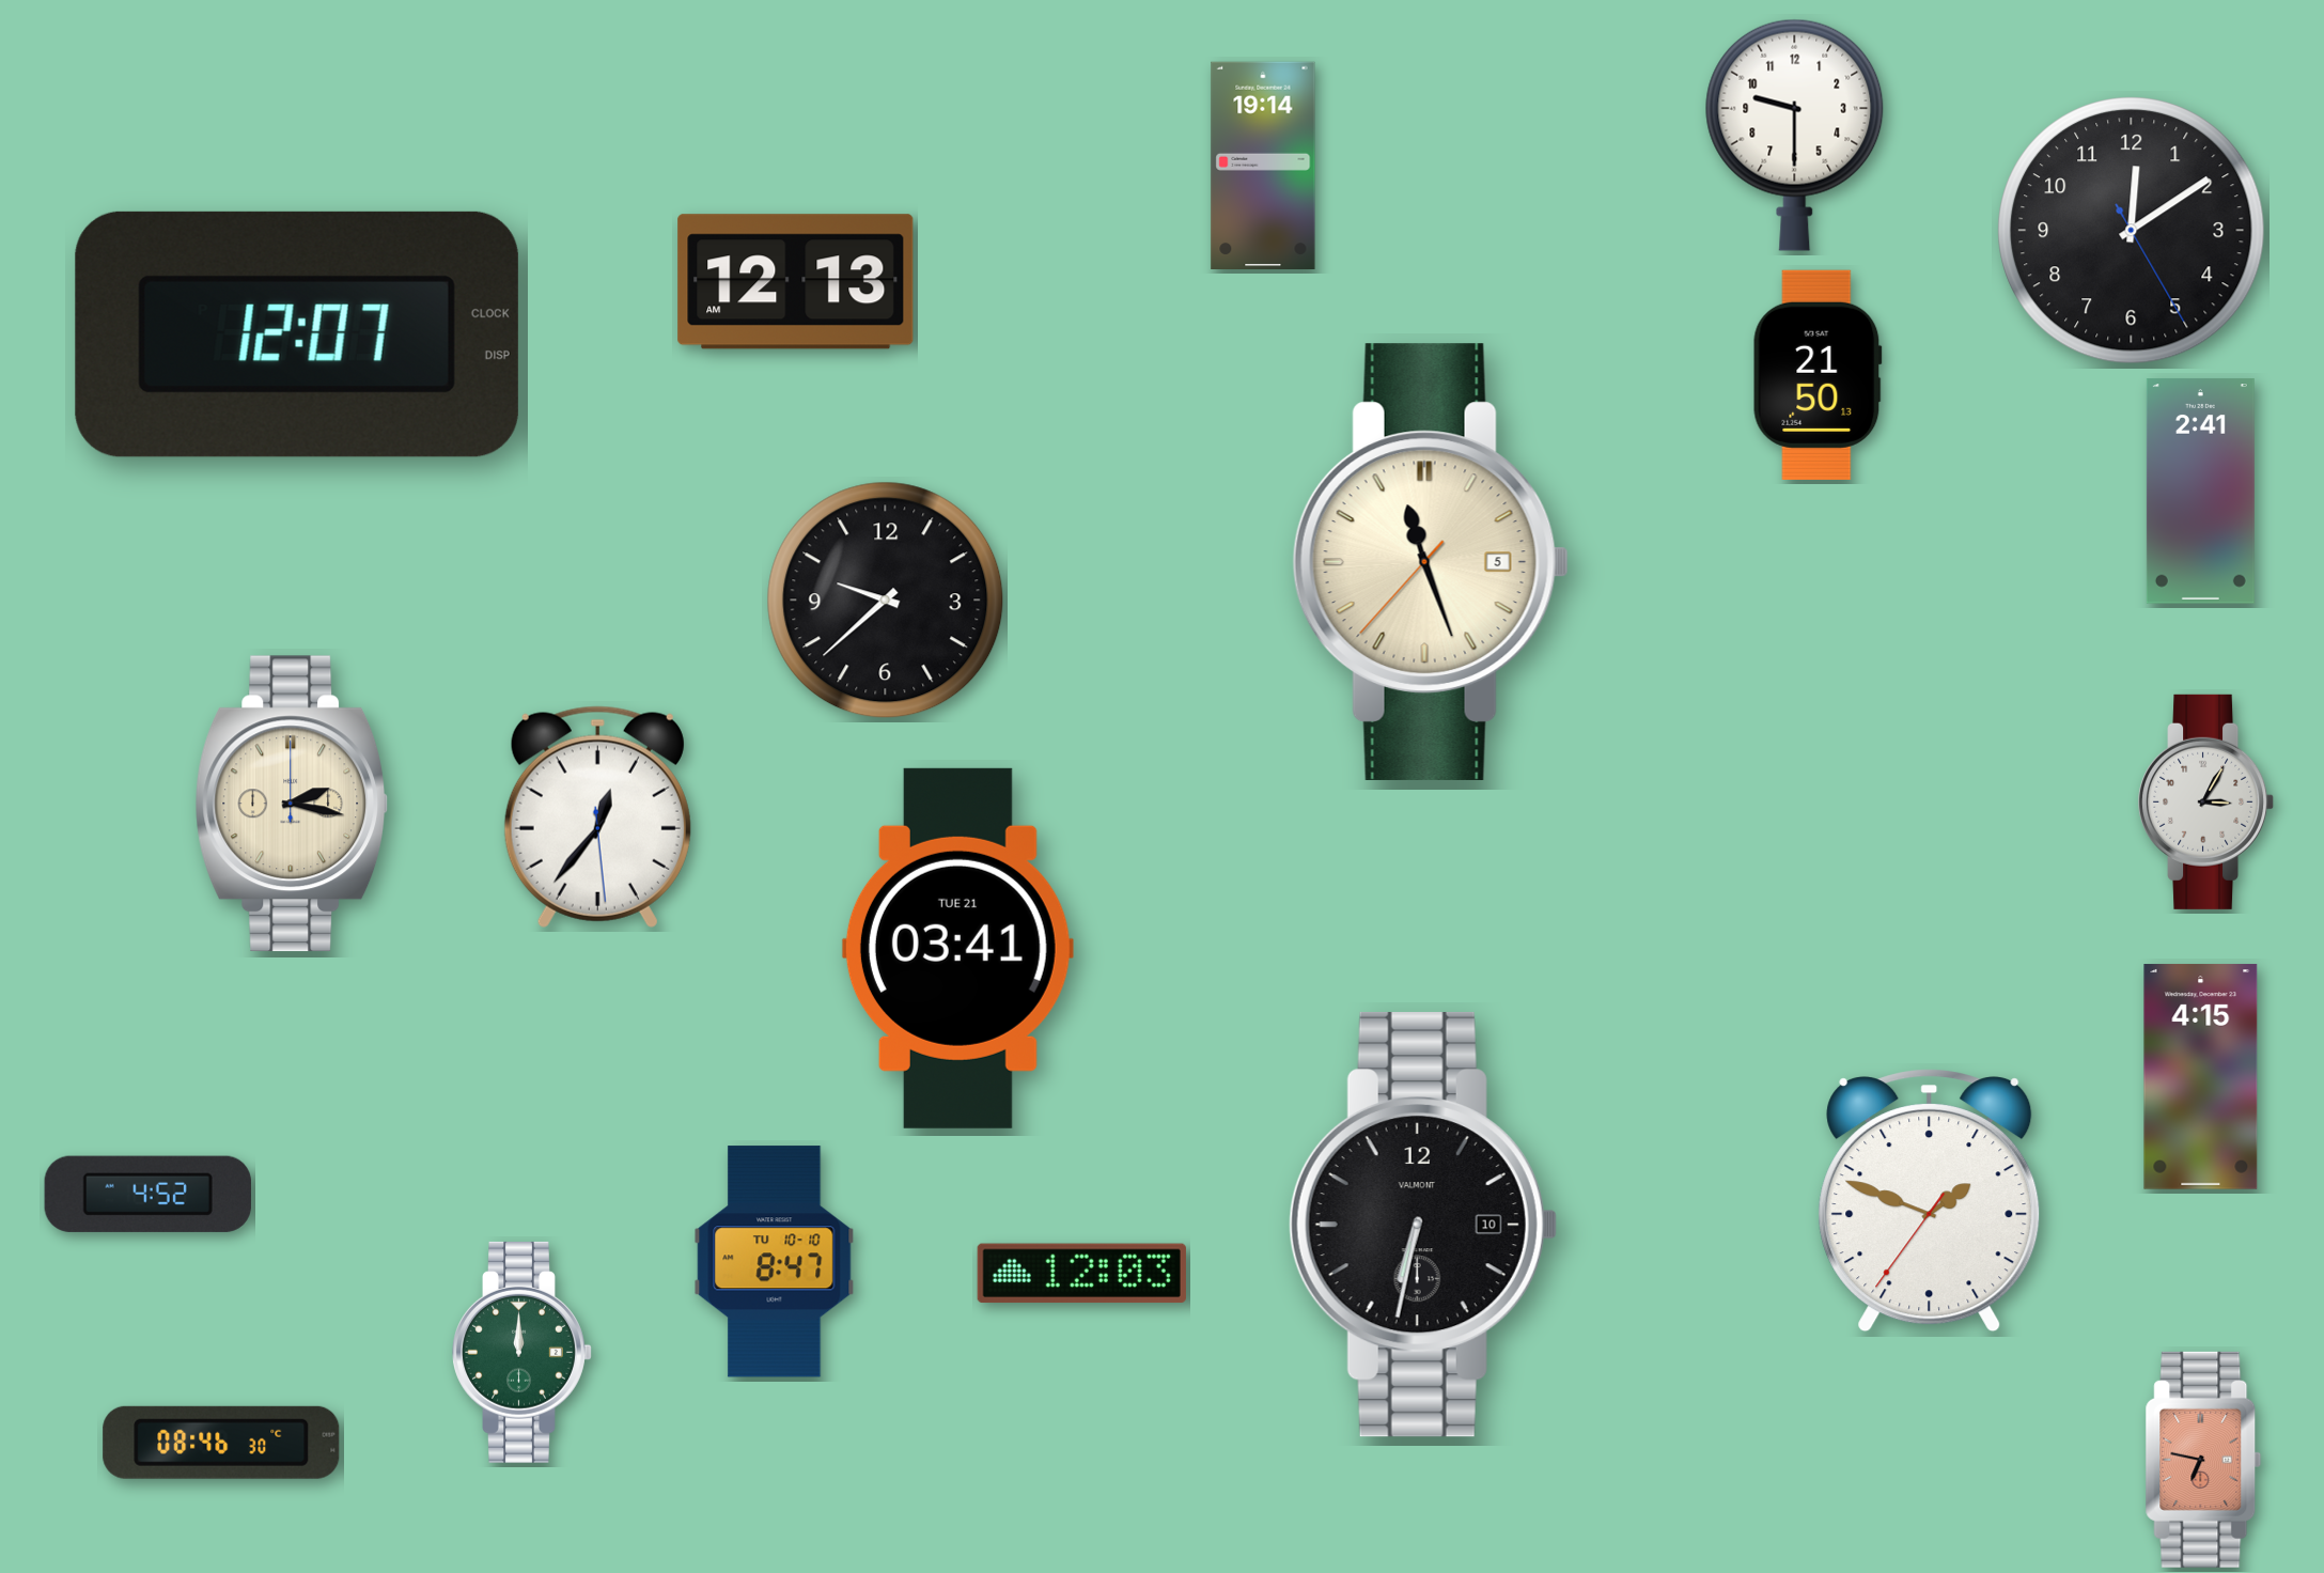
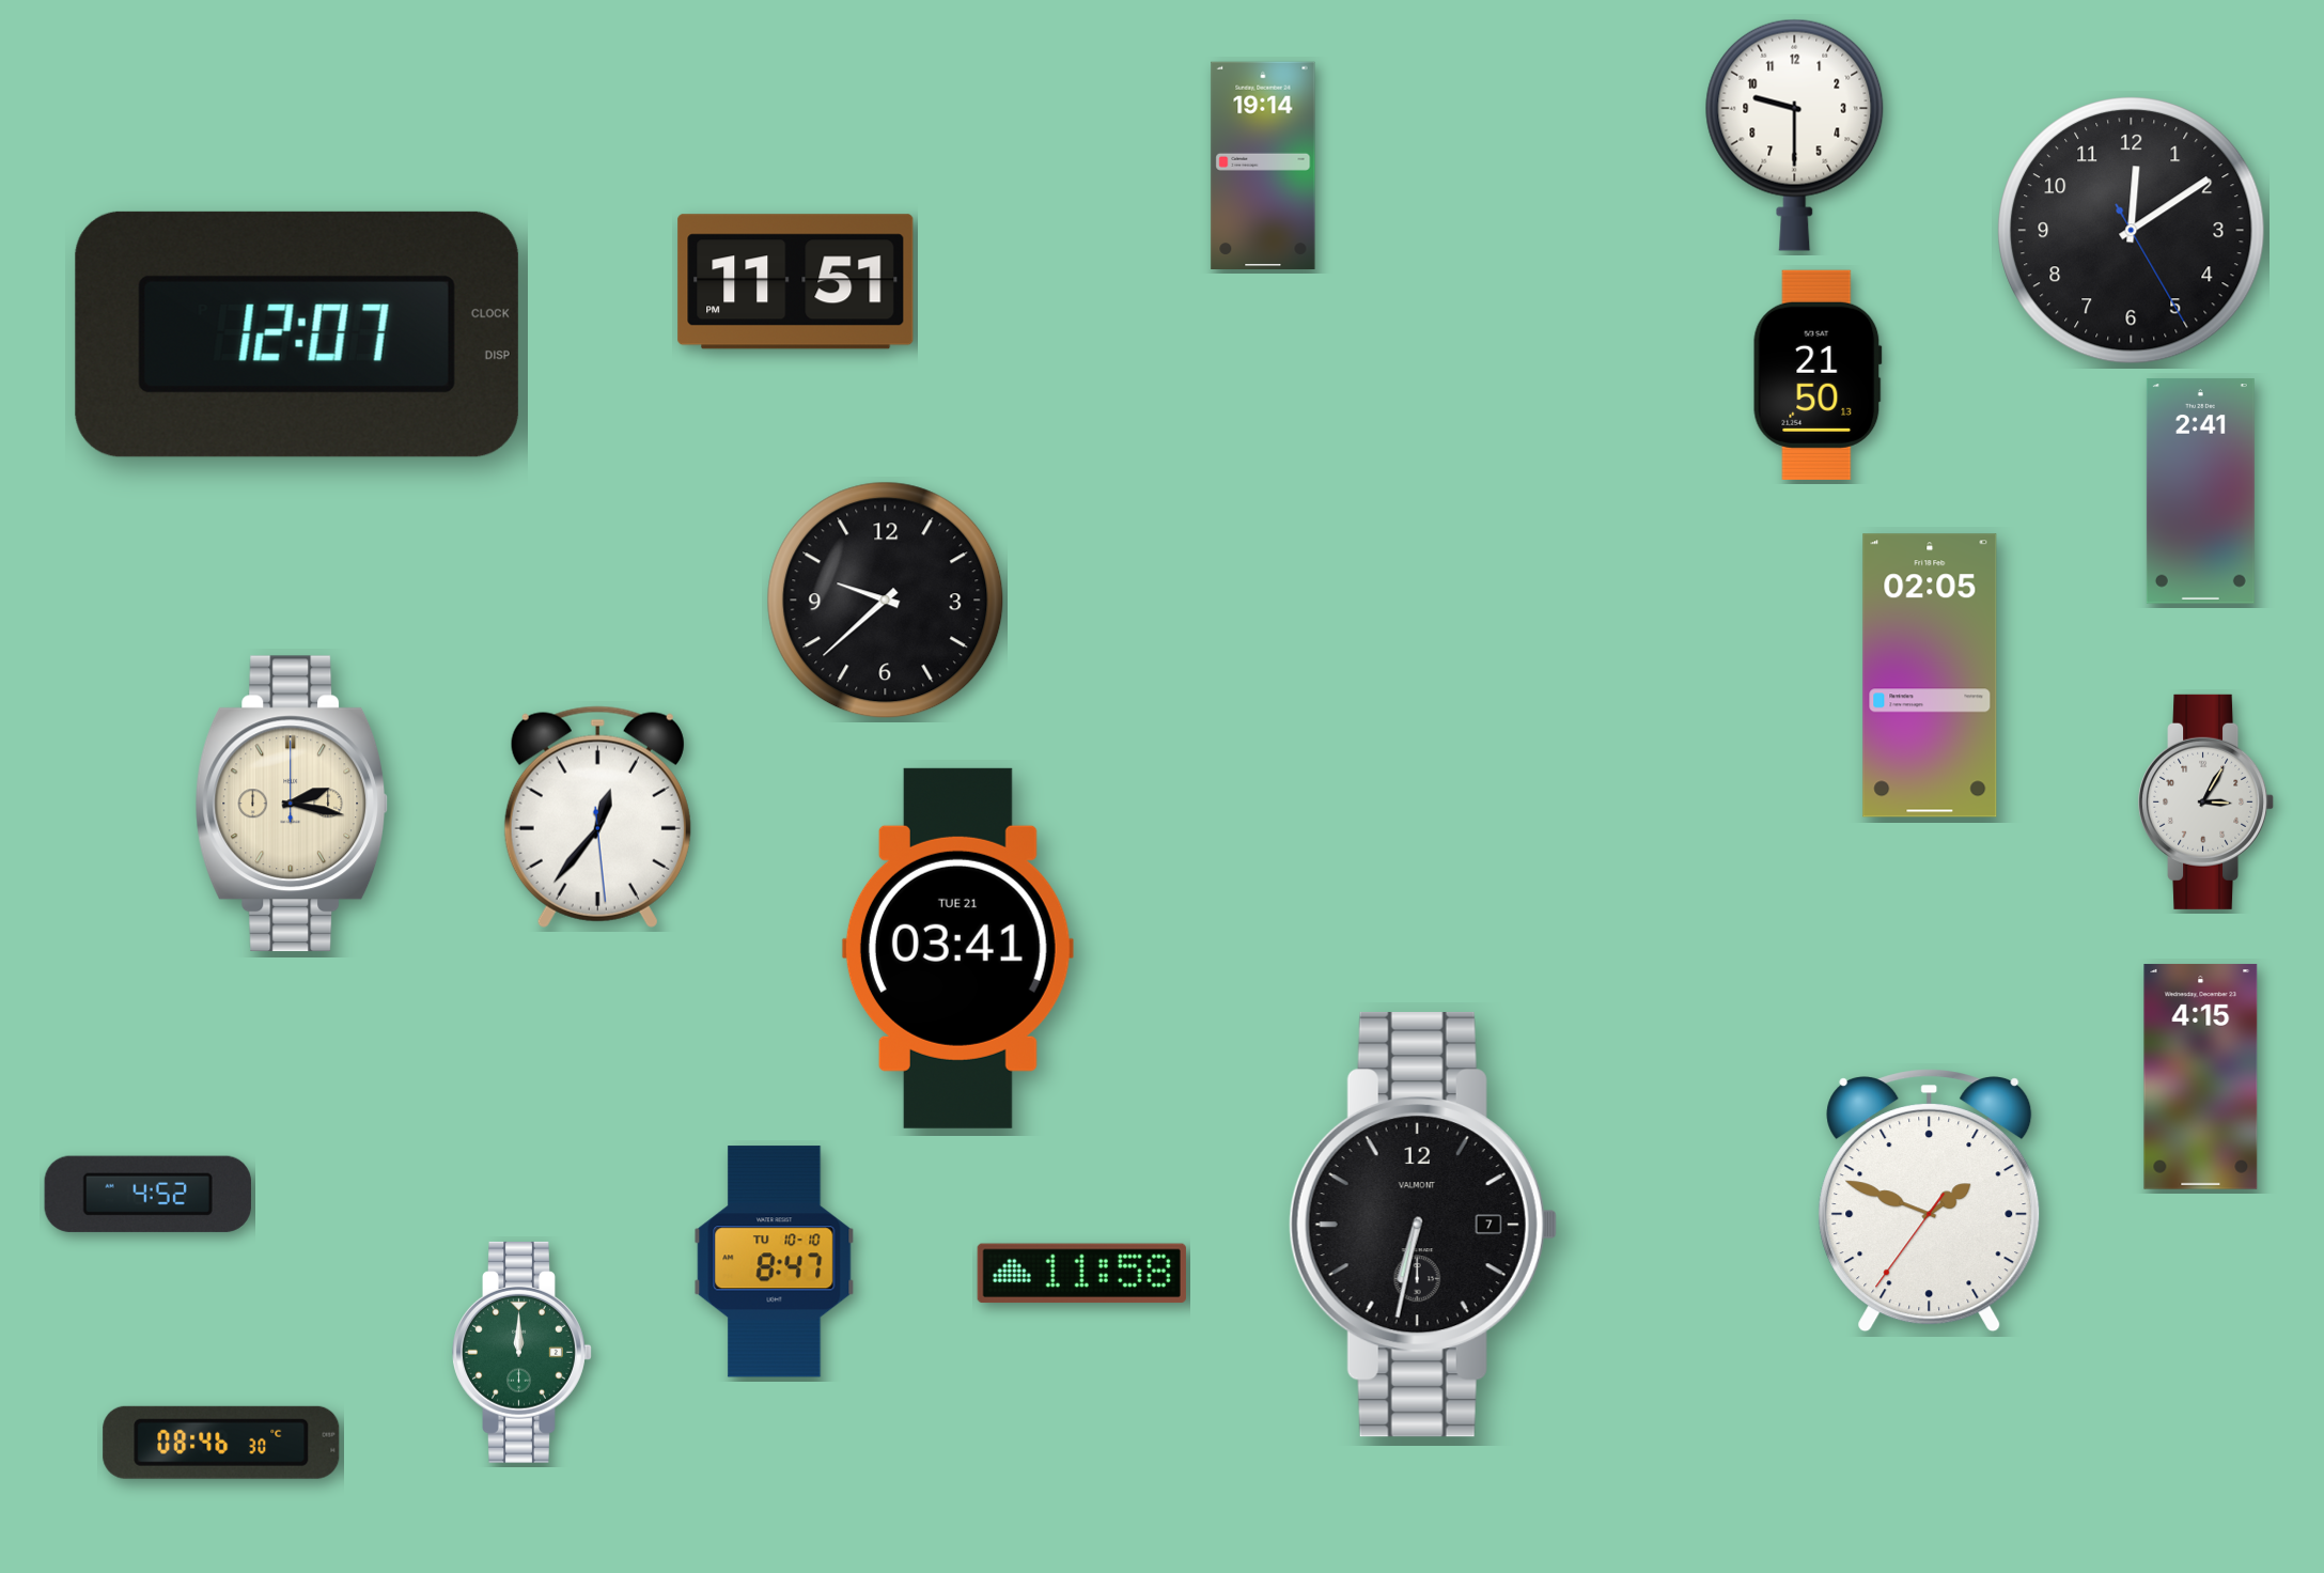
clock at (796, 282): 12:13 -> 11:51
clock at (1431, 562): 11:26 -> none
clock at (1930, 675): none -> 02:05
clock at (1423, 1225) date: 10 -> 7
clock at (1081, 1274): 12:03 -> 11:58
clock at (2203, 1460): 6:47 -> none
